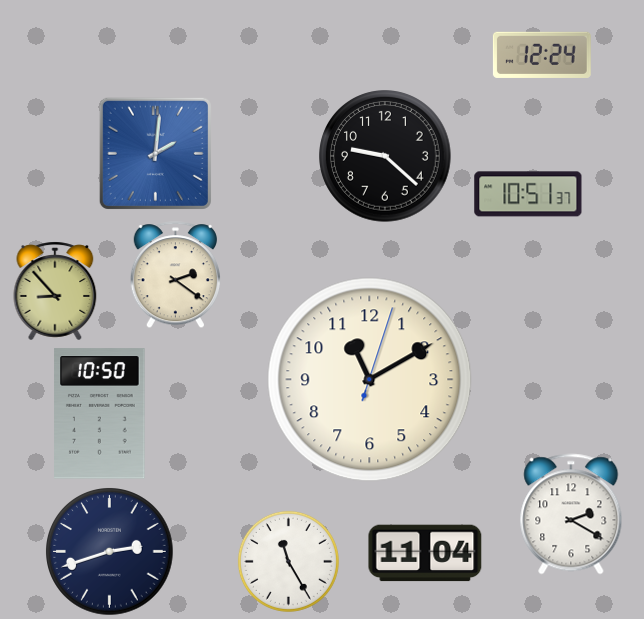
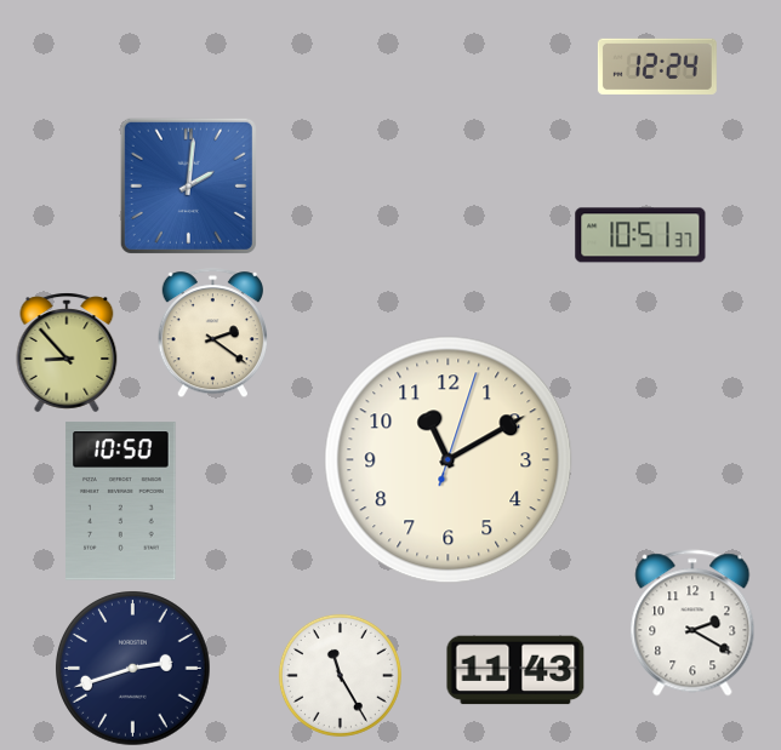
clock at (385, 156): 9:22 -> none
clock at (425, 553): 11:04 -> 11:43
clock at (288, 561) position: (288, 561) -> (340, 675)
